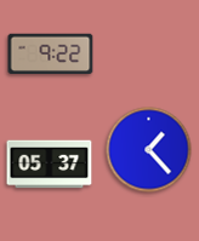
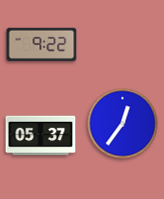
clock at (149, 150): 1:23 -> 12:36
